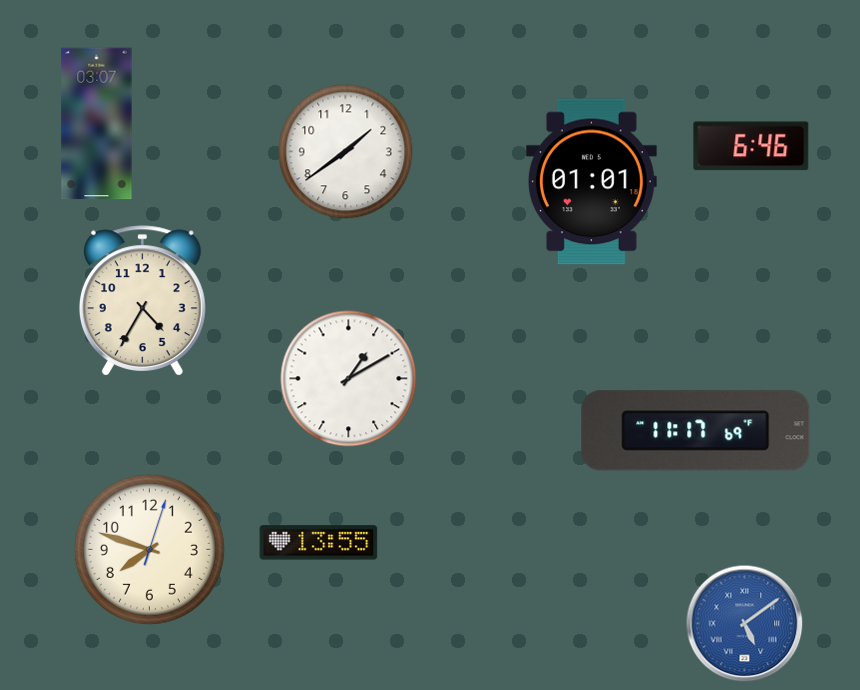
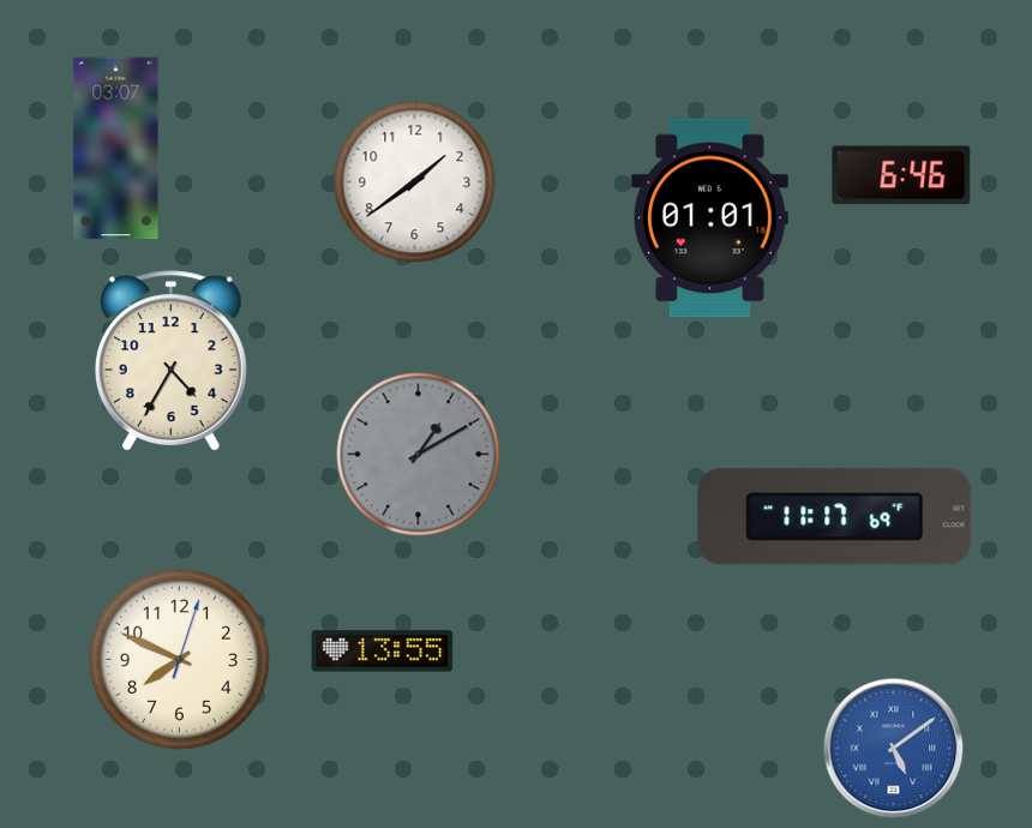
clock at (349, 379) dial: white -> grey
clock at (149, 549): 7:48 -> 7:49
